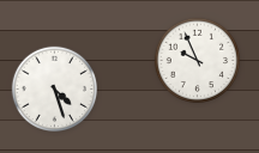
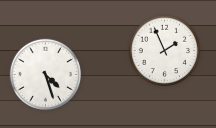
clock at (198, 61): 9:56 -> 1:56
